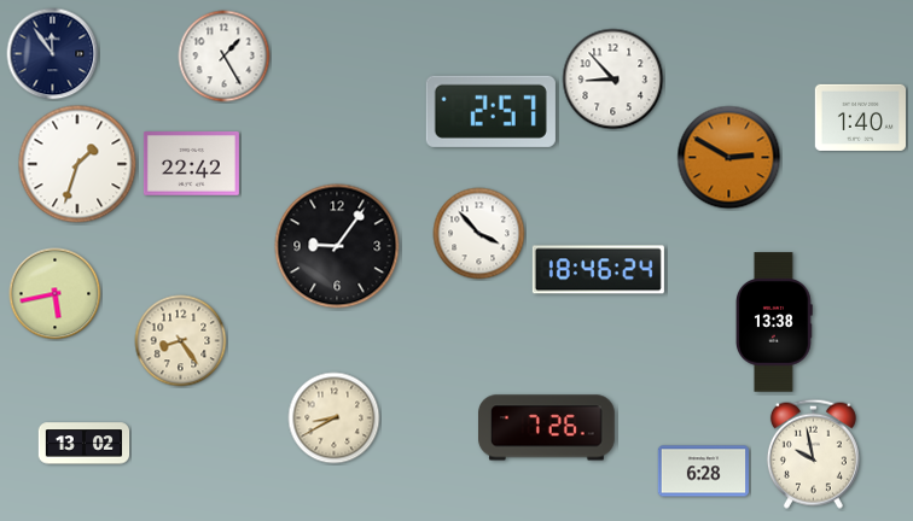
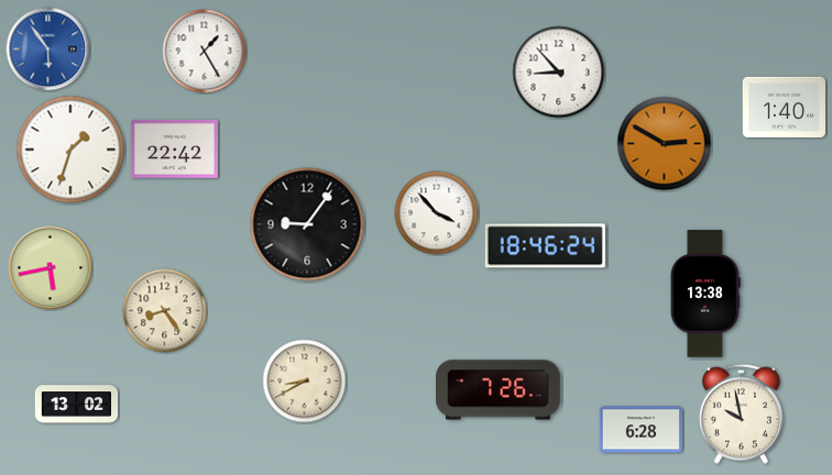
clock at (53, 54): 11:54 -> 5:54
clock at (53, 54) dial: navy -> blue
clock at (490, 111): 2:57 -> none
